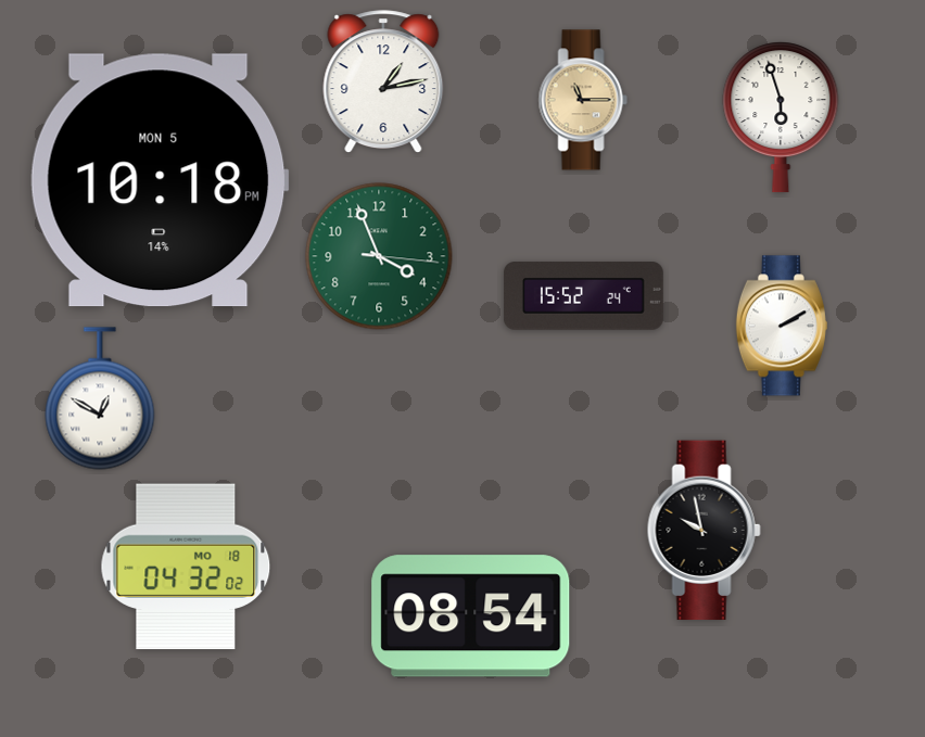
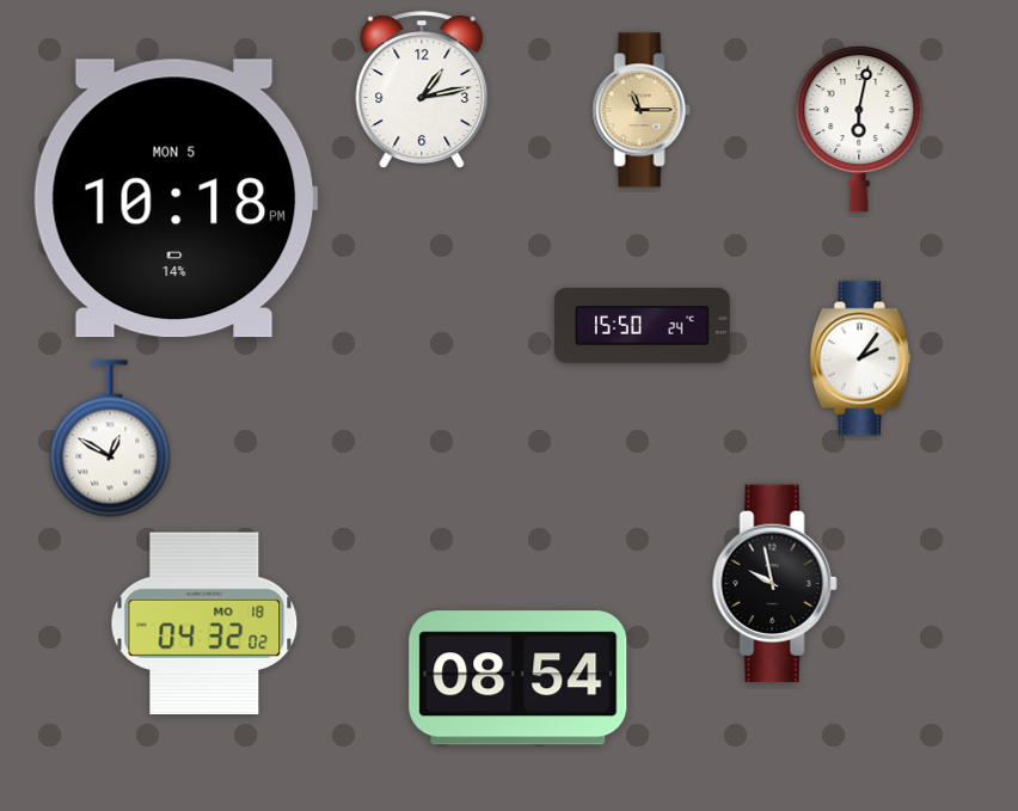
clock at (781, 117): 5:57 -> 6:02
clock at (379, 256): 3:56 -> none
clock at (583, 296): 15:52 -> 15:50
clock at (782, 326): 2:10 -> 2:06
